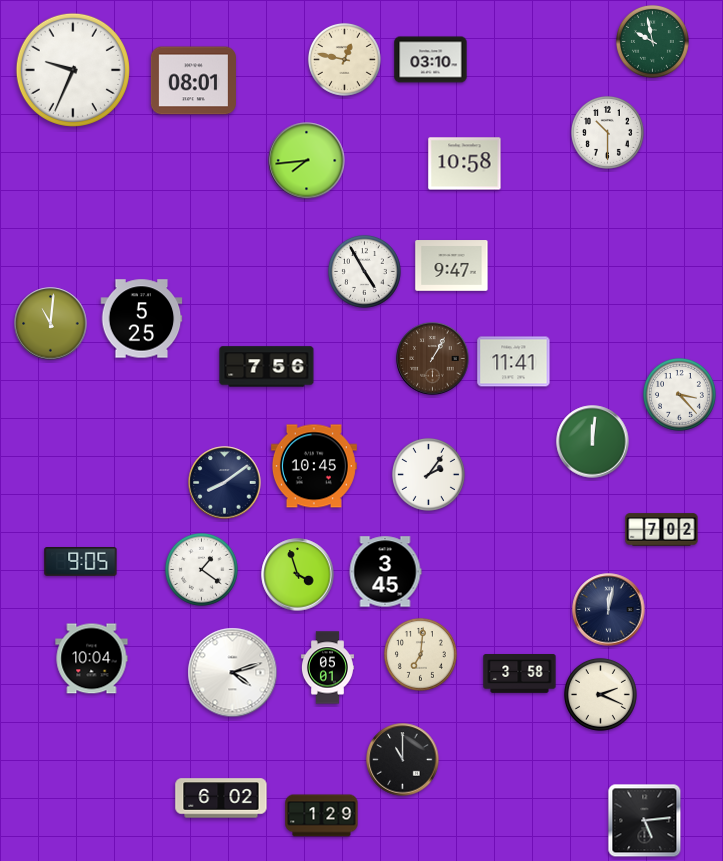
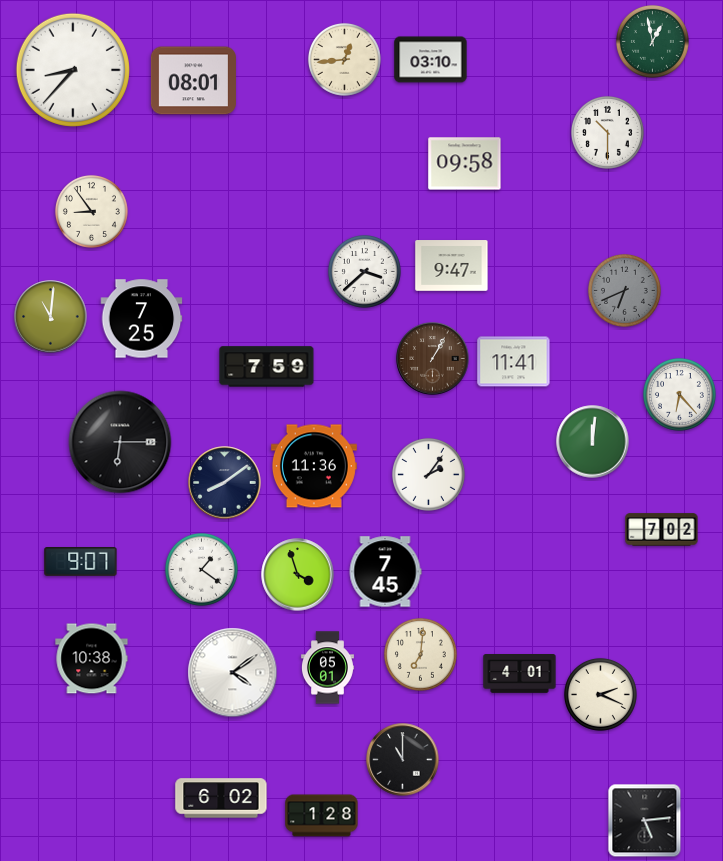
clock at (652, 41): 9:58 -> 12:58
clock at (344, 59): 12:47 -> 12:44
clock at (73, 70): 9:34 -> 8:37
clock at (307, 161): 7:44 -> none
clock at (465, 164): 10:58 -> 09:58
clock at (91, 211): none -> 8:54
clock at (364, 271): 4:55 -> 3:38
clock at (624, 290): none -> 6:41
clock at (142, 319): 5:25 -> 7:25
clock at (51, 324) position: (51, 324) -> (51, 317)
clock at (267, 367): 7:56 -> 7:59
clock at (679, 394): 3:23 -> 6:23
clock at (120, 442): none -> 6:15
clock at (314, 466): 10:45 -> 11:36
clock at (81, 562): 9:05 -> 9:07
clock at (385, 572): 3:45 -> 7:45
clock at (609, 610): 12:02 -> none
clock at (92, 659): 10:04 -> 10:38
clock at (233, 673): 4:12 -> 4:09
clock at (520, 674): 3:58 -> 4:01
clock at (322, 816): 1:29 -> 1:28
